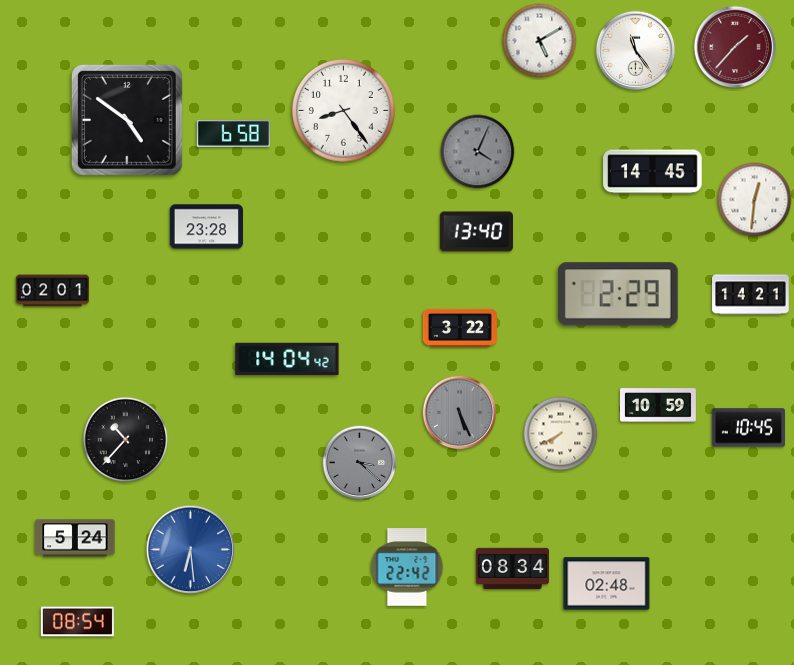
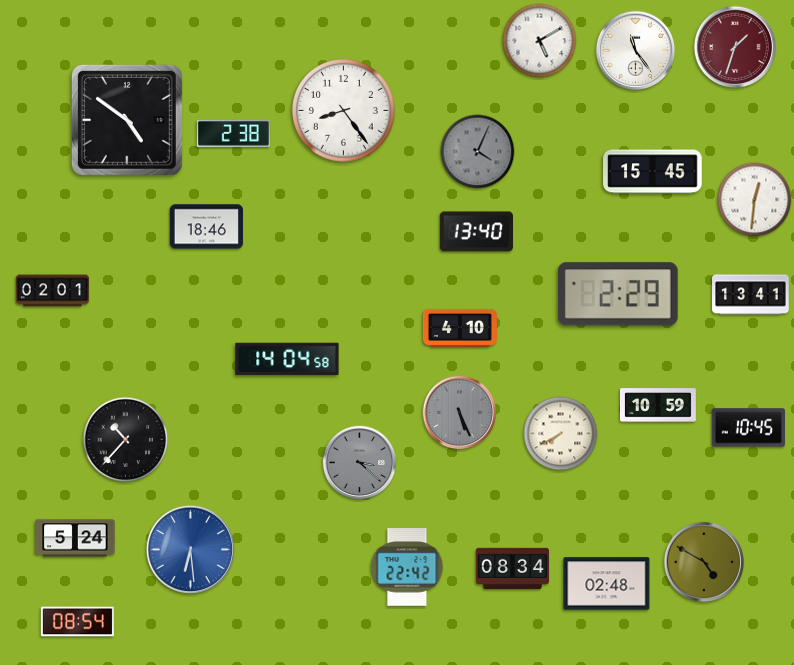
clock at (735, 47): 1:37 -> 1:33
clock at (233, 134): 6:58 -> 2:38
clock at (653, 172): 14:45 -> 15:45
clock at (206, 227): 23:28 -> 18:46
clock at (751, 295): 14:21 -> 13:41
clock at (460, 328): 3:22 -> 4:10
clock at (287, 359): 14:04:42 -> 14:04:58
clock at (704, 562): none -> 4:50
